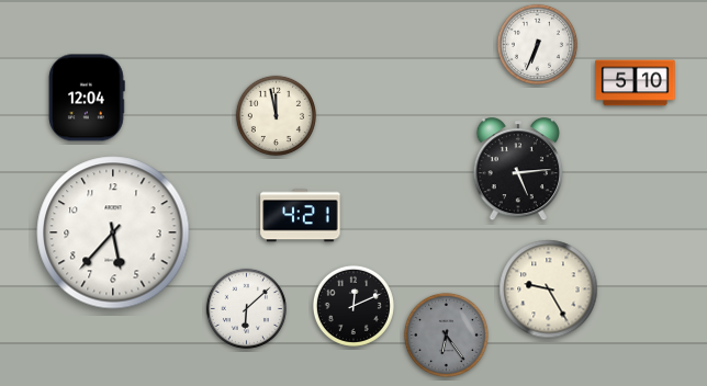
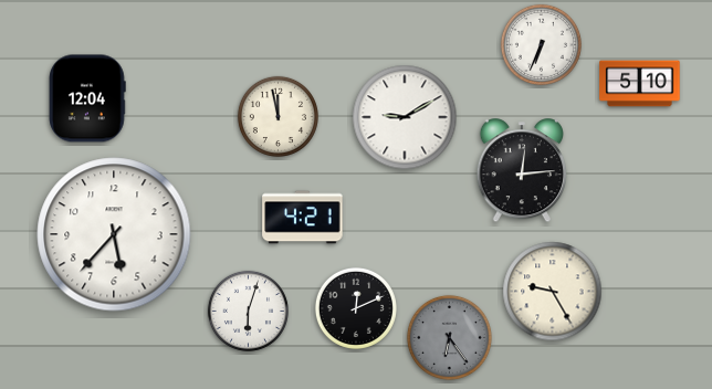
clock at (405, 117): none -> 9:10
clock at (517, 170): 5:14 -> 12:14
clock at (246, 308): 6:08 -> 6:03
